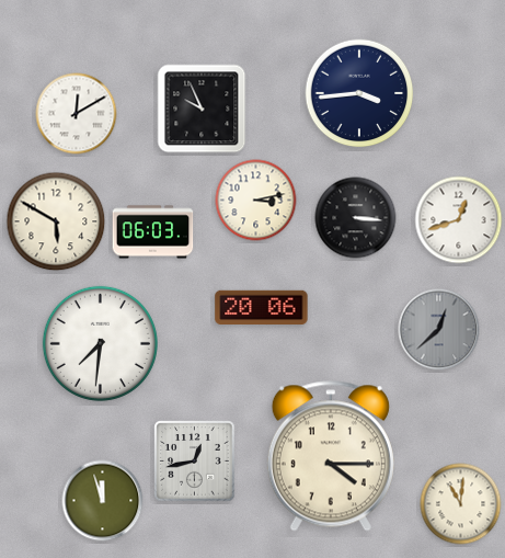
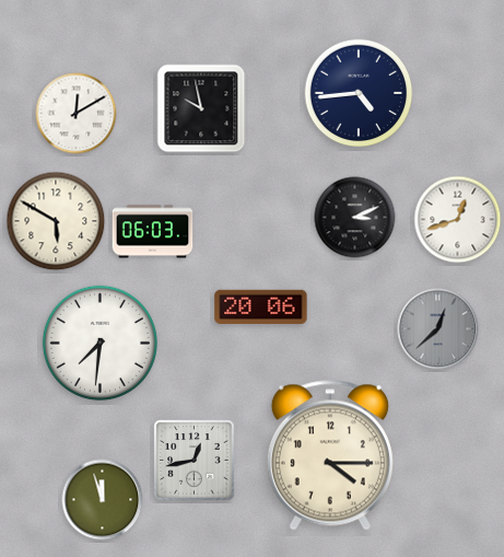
clock at (359, 93): 3:44 -> 4:44
clock at (202, 109): 9:56 -> 9:58
clock at (256, 201): 3:13 -> none
clock at (356, 218): 3:16 -> 3:11
clock at (461, 504): 11:01 -> none
